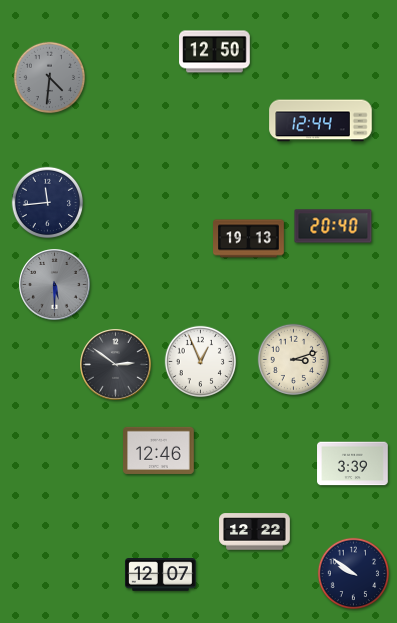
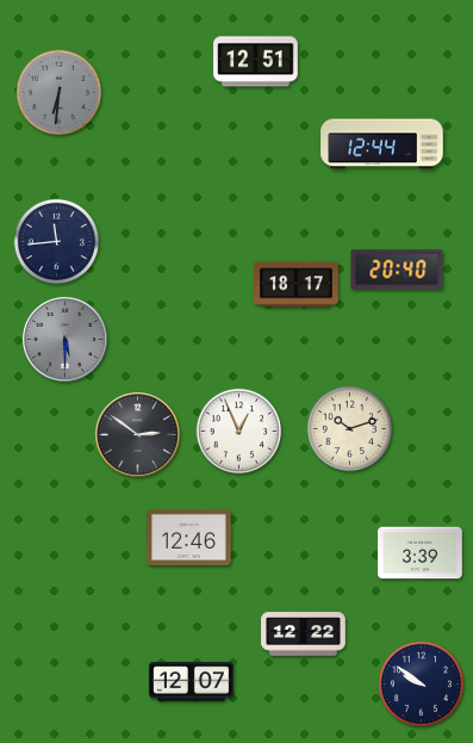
clock at (215, 52): 12:50 -> 12:51
clock at (50, 78): 4:31 -> 6:31
clock at (249, 239): 19:13 -> 18:17
clock at (294, 360): 3:12 -> 10:12
clock at (161, 575) position: (161, 575) -> (192, 682)
